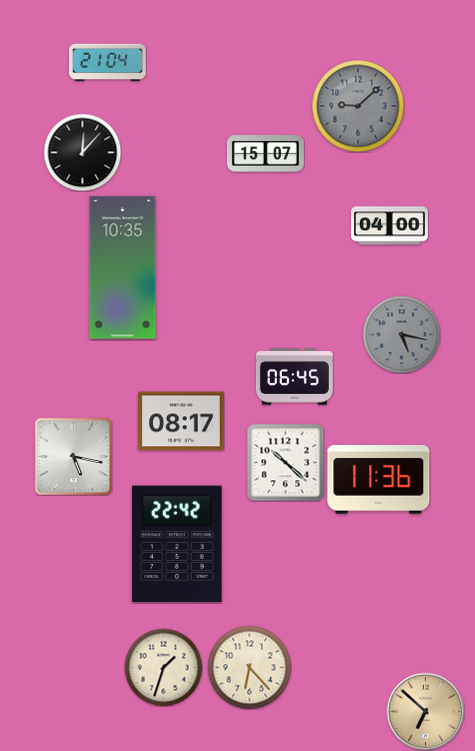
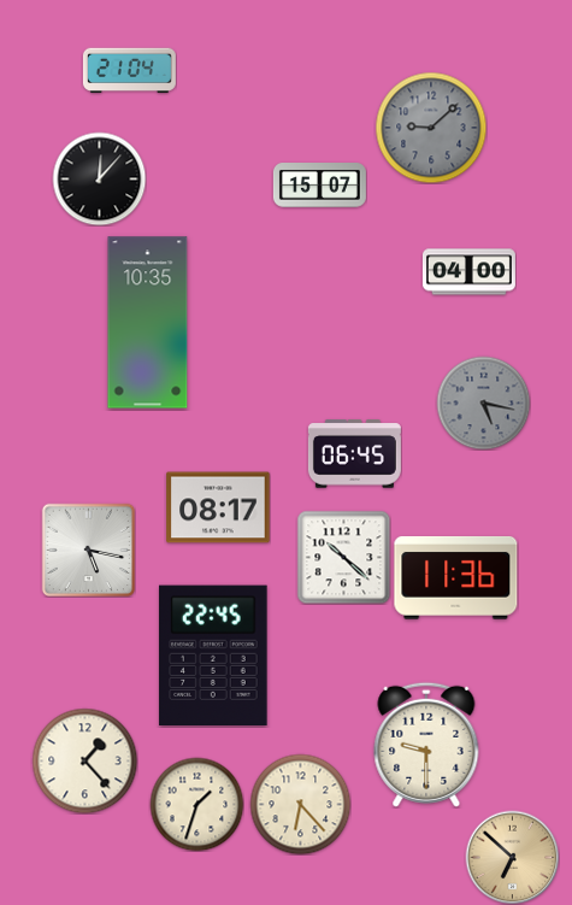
clock at (107, 63) position: (107, 63) -> (129, 71)
clock at (82, 152) position: (82, 152) -> (99, 178)
clock at (177, 543): 22:42 -> 22:45
clock at (426, 745): none -> 9:30
clock at (84, 760): none -> 1:23
